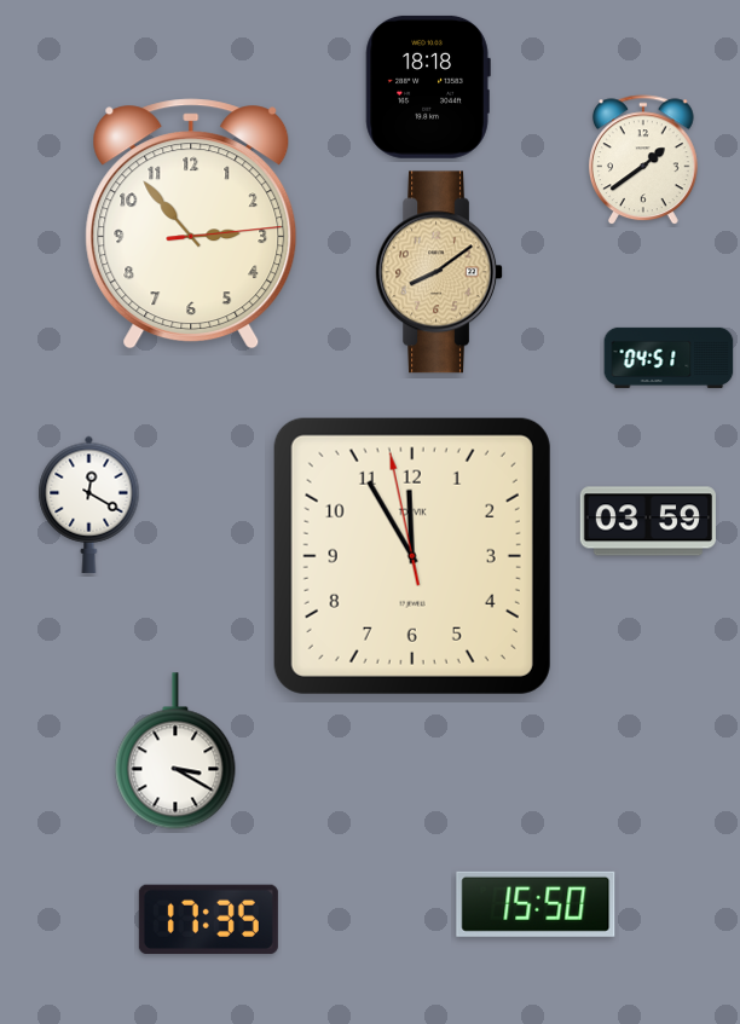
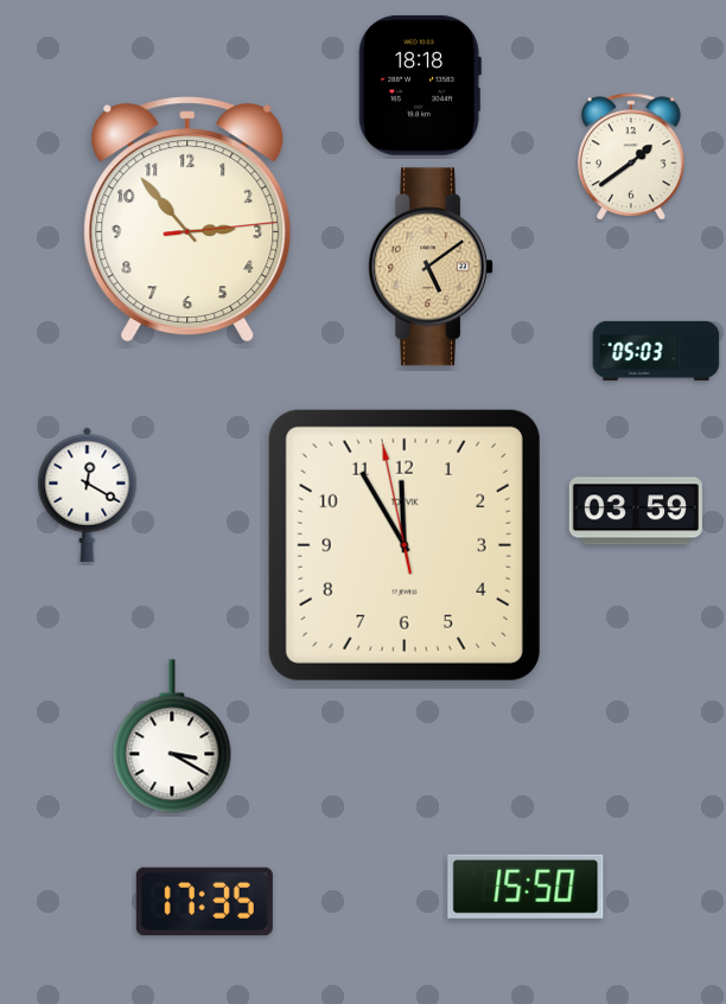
clock at (439, 272): 8:09 -> 5:09
clock at (669, 358): 04:51 -> 05:03
